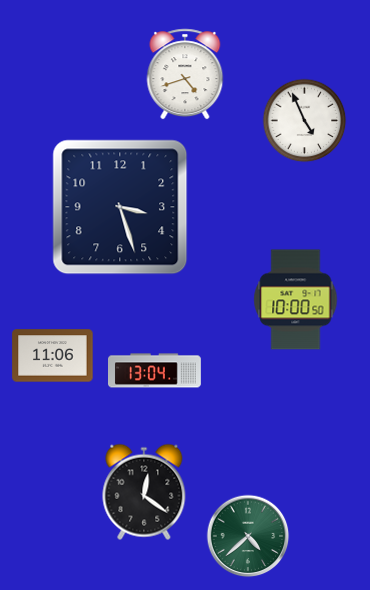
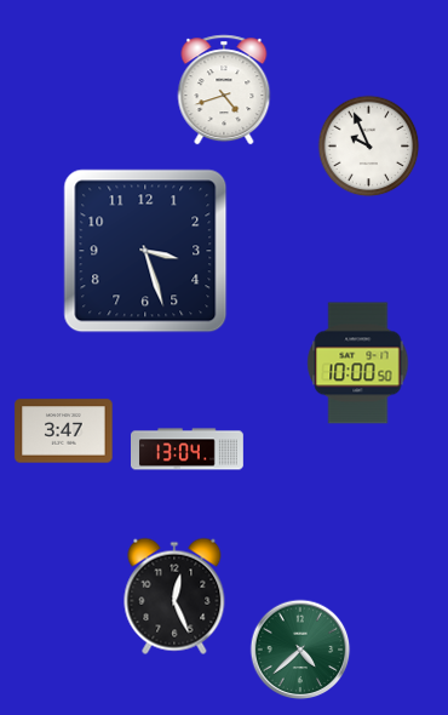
clock at (305, 121): 4:56 -> 9:56
clock at (53, 356): 11:06 -> 3:47
clock at (144, 492): 12:21 -> 12:26
